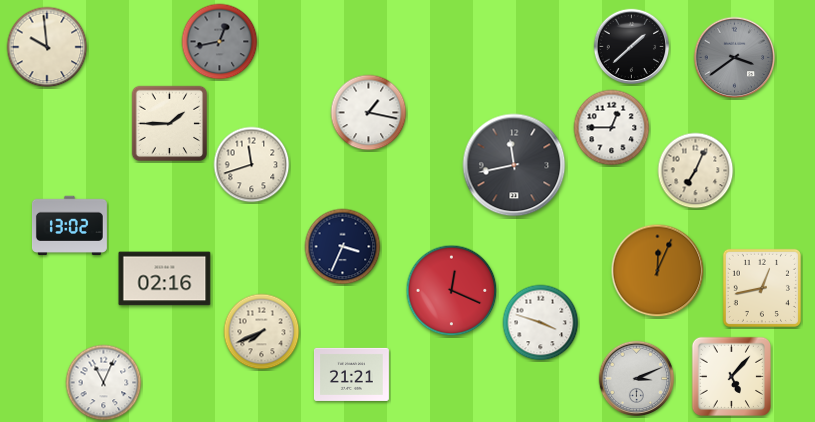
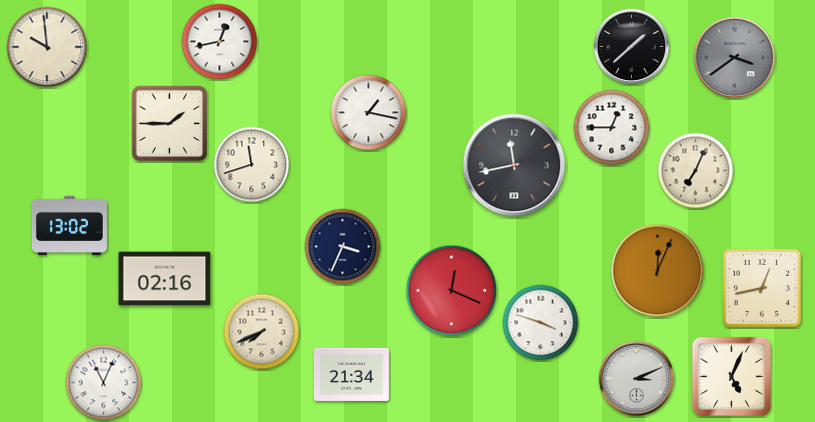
clock at (220, 42) dial: grey -> white
clock at (351, 374): 21:21 -> 21:34
clock at (731, 376): 5:07 -> 5:04
